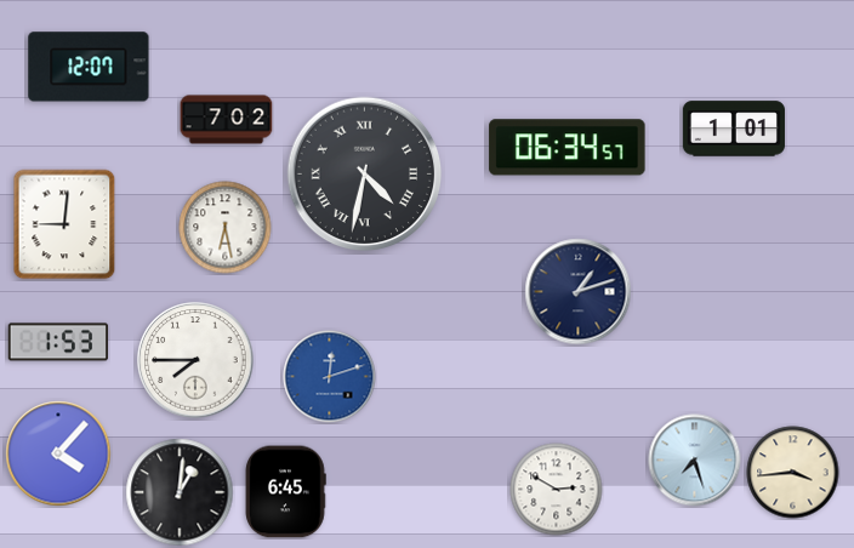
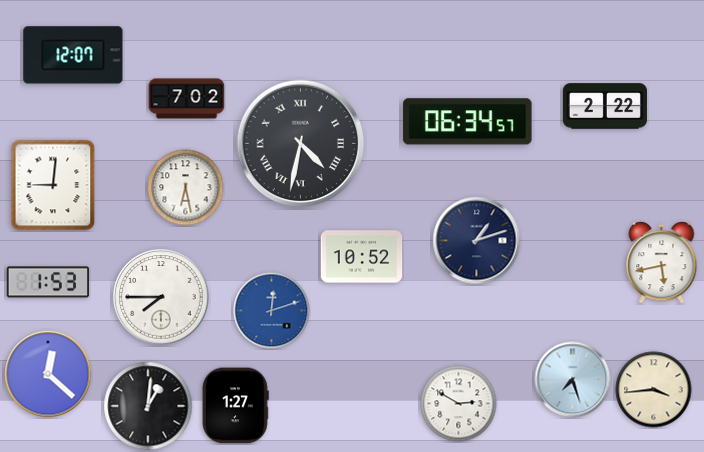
clock at (734, 129): 1:01 -> 2:22
clock at (362, 257): none -> 10:52
clock at (662, 263): none -> 5:43
clock at (58, 453): 4:07 -> 12:22
clock at (285, 492): 6:45 -> 1:27
